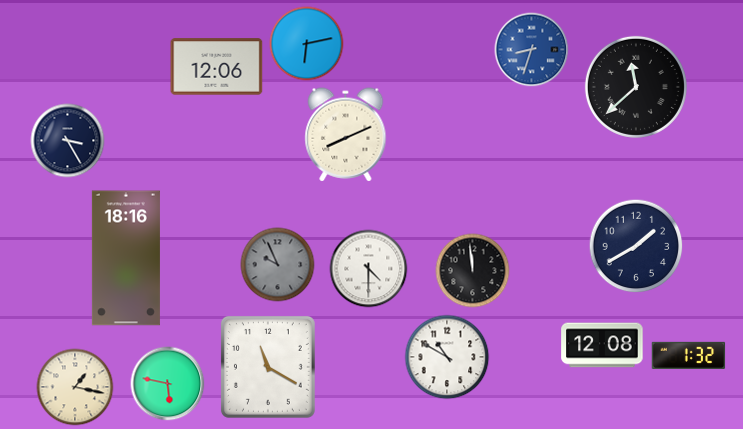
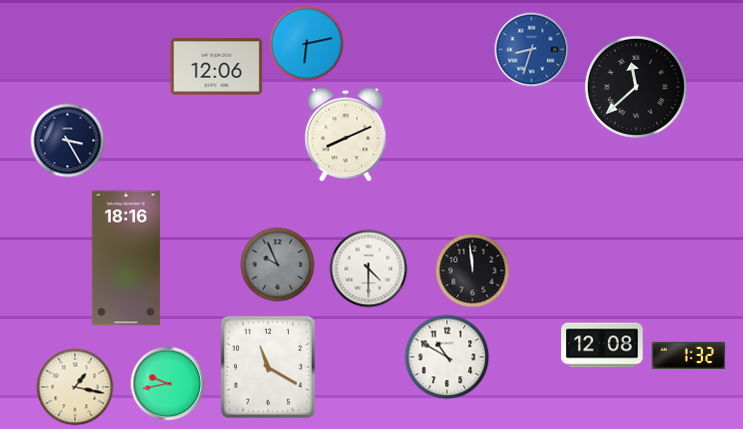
clock at (636, 246): 1:40 -> none
clock at (168, 384): 5:47 -> 9:43
